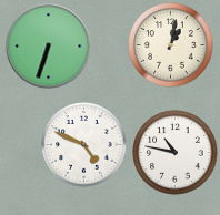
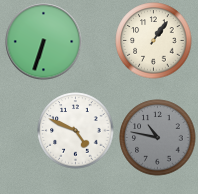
clock at (171, 45): 1:02 -> 1:06
clock at (176, 153) dial: white -> grey
